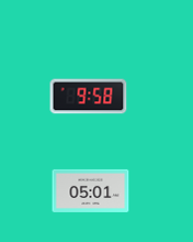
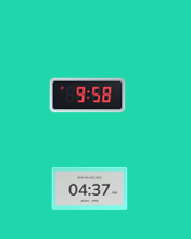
clock at (91, 190): 05:01 -> 04:37
